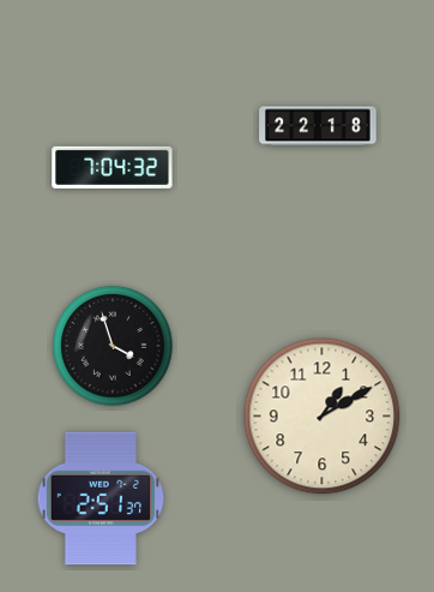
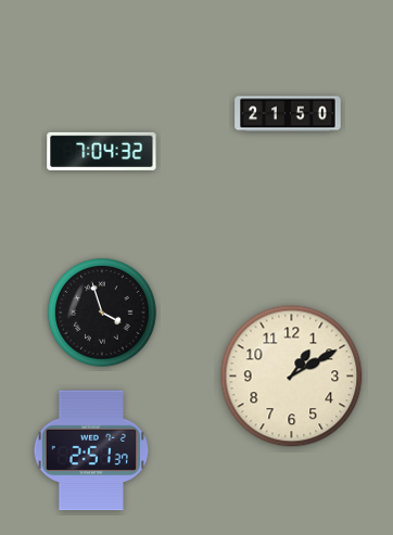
clock at (318, 126): 22:18 -> 21:50
